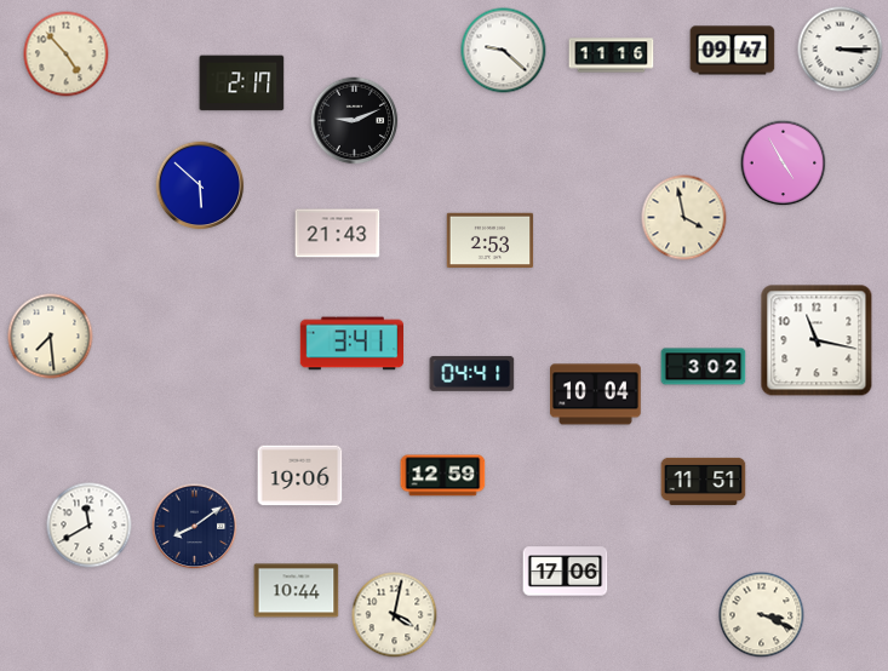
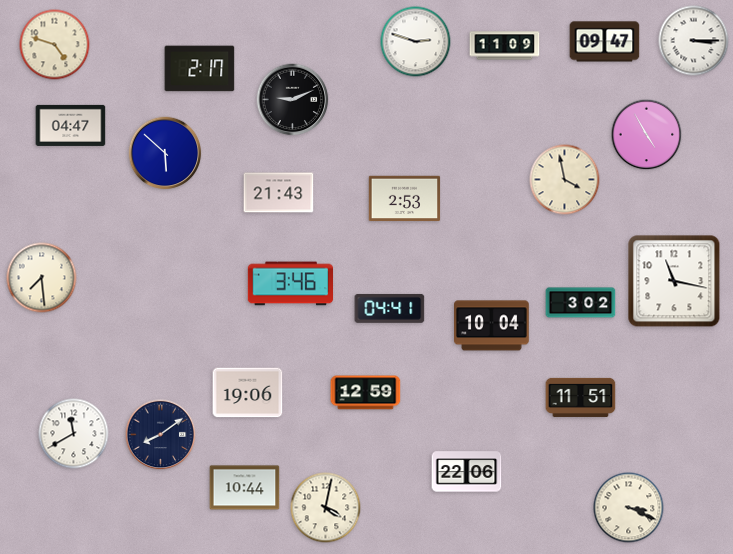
clock at (504, 51): 9:22 -> 2:48
clock at (67, 55): 4:53 -> 4:48
clock at (612, 56): 11:16 -> 11:09
clock at (71, 125): none -> 04:47
clock at (353, 344): 3:41 -> 3:46
clock at (566, 572): 17:06 -> 22:06
